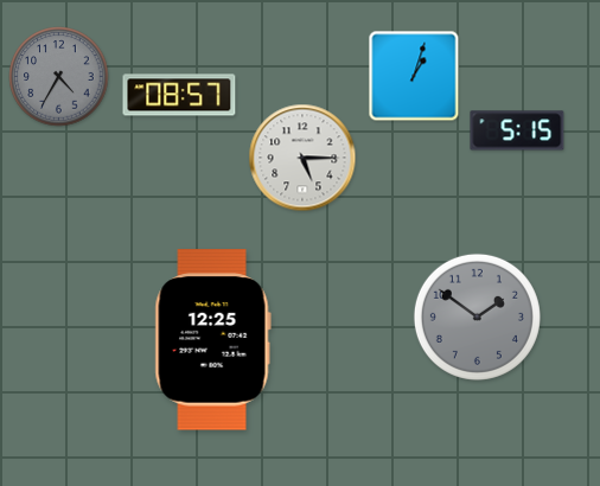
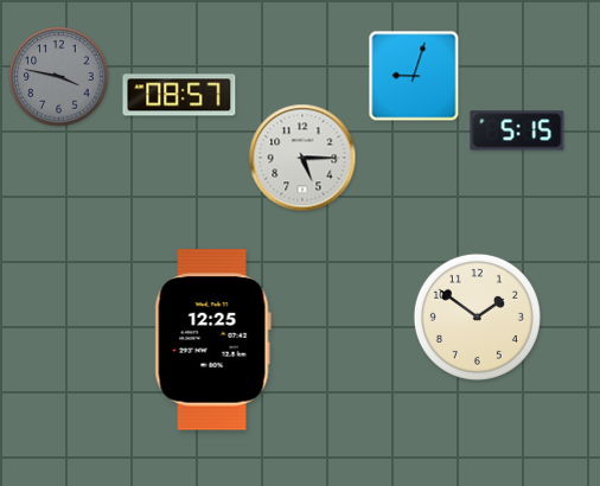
clock at (414, 76): 1:03 -> 9:03
clock at (59, 77): 4:35 -> 3:47
clock at (477, 316) dial: grey -> cream
